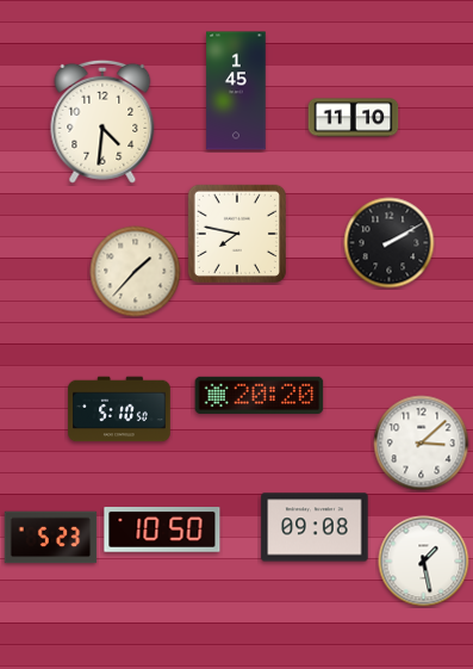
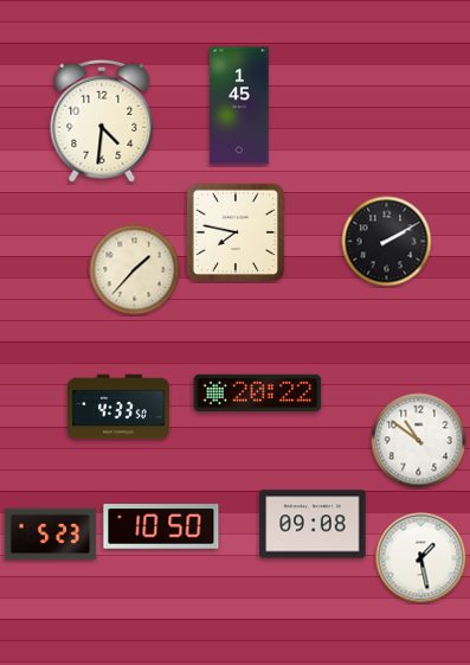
clock at (236, 91) position: (236, 91) -> (239, 105)
clock at (354, 118): 11:10 -> none
clock at (260, 395): 20:20 -> 20:22
clock at (119, 409): 5:10 -> 4:33
clock at (422, 444): 3:08 -> 10:51
